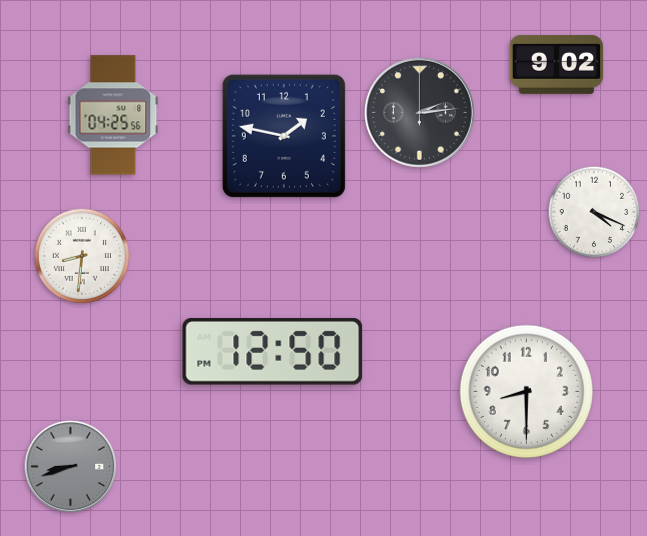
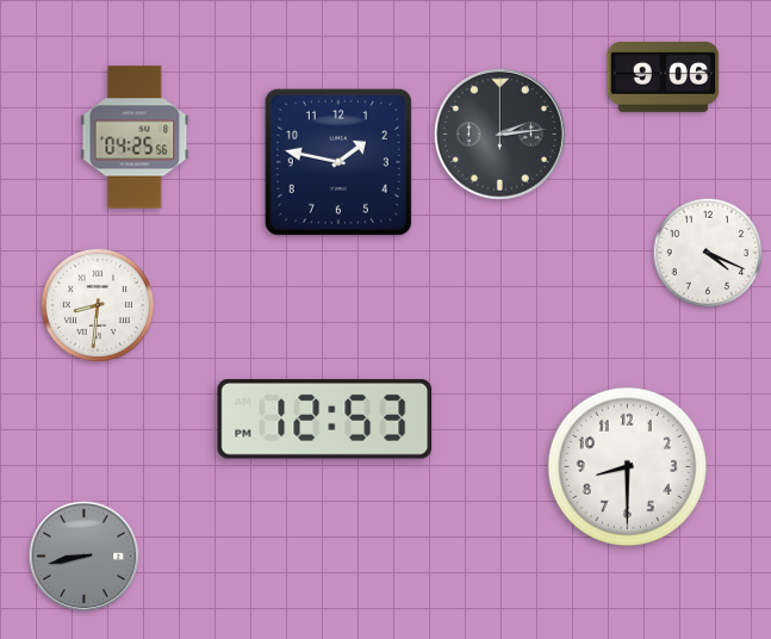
clock at (557, 64): 9:02 -> 9:06
clock at (273, 352): 12:50 -> 12:53
clock at (71, 467): 8:42 -> 8:43
